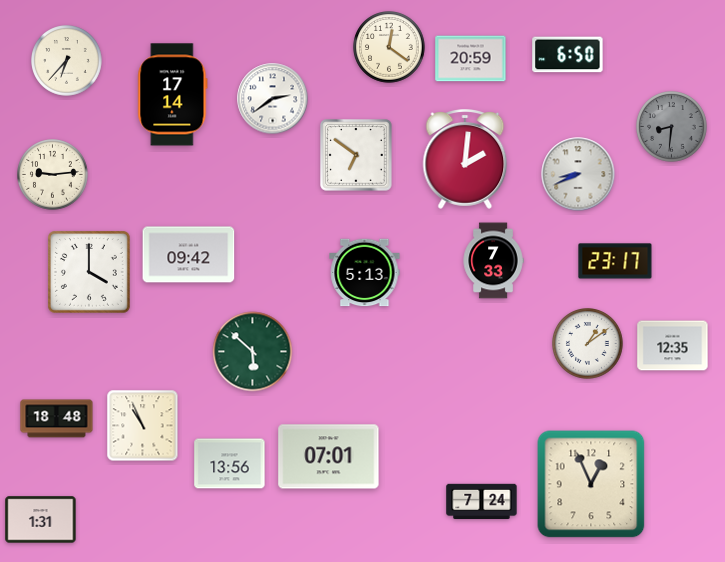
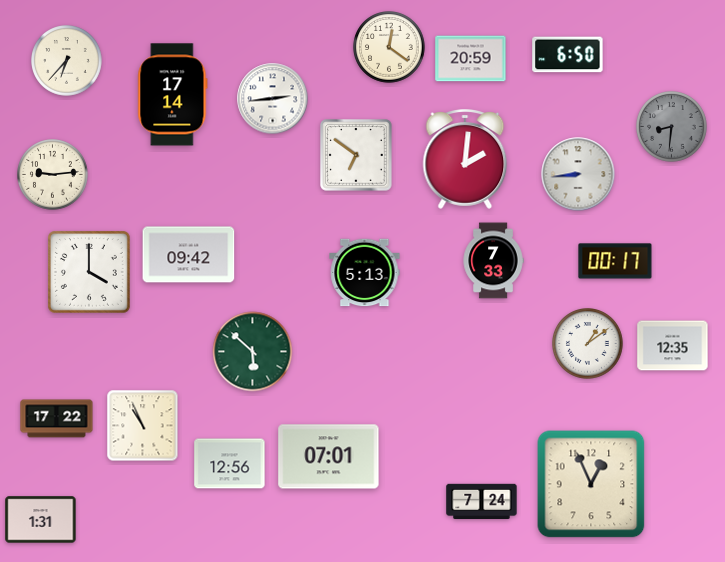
clock at (273, 99): 2:39 -> 2:44
clock at (578, 174): 8:41 -> 8:44
clock at (615, 261): 23:17 -> 00:17
clock at (57, 419): 18:48 -> 17:22
clock at (230, 464): 13:56 -> 12:56
